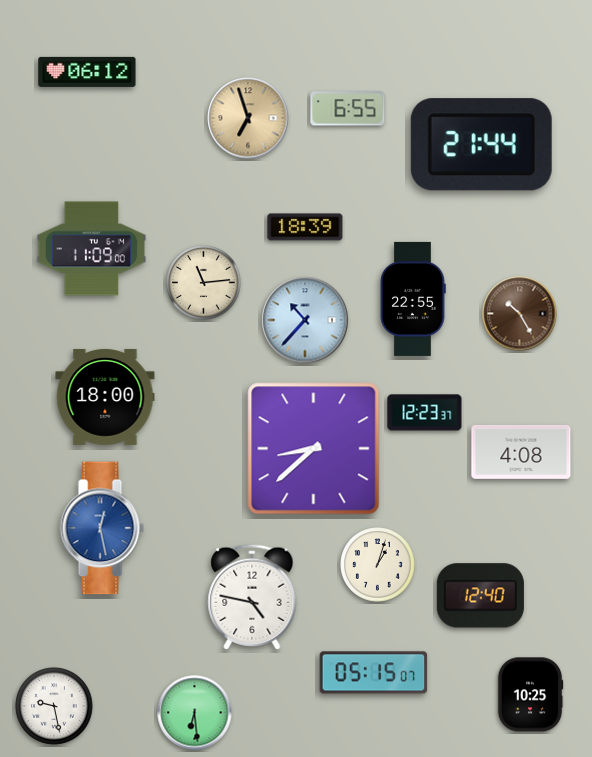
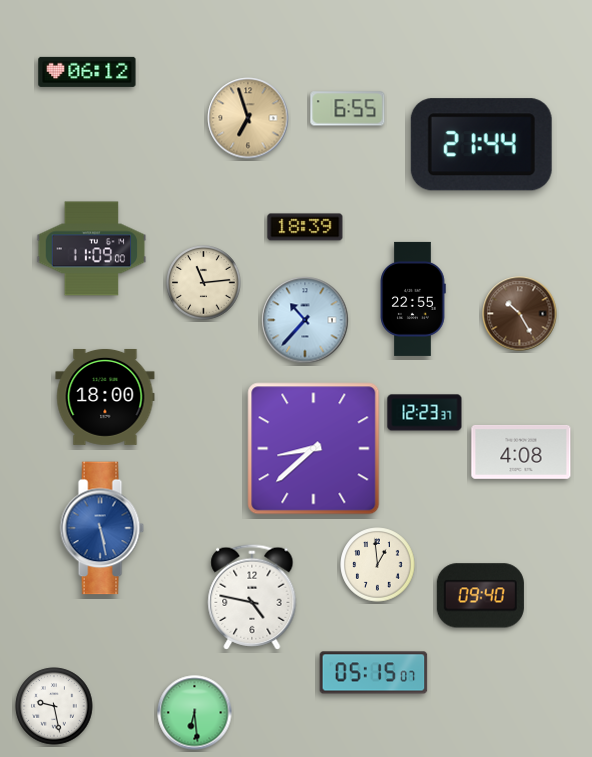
clock at (102, 528): 12:28 -> 5:28
clock at (378, 565): 1:03 -> 12:59
clock at (480, 596): 12:40 -> 09:40
clock at (530, 695): 10:25 -> none
